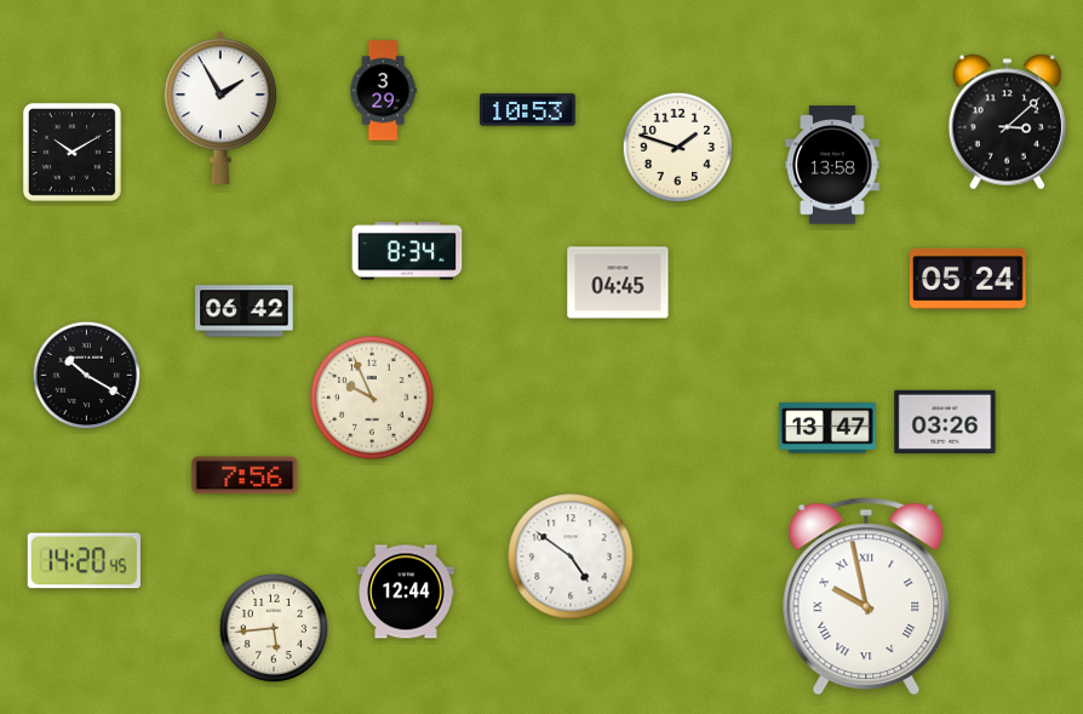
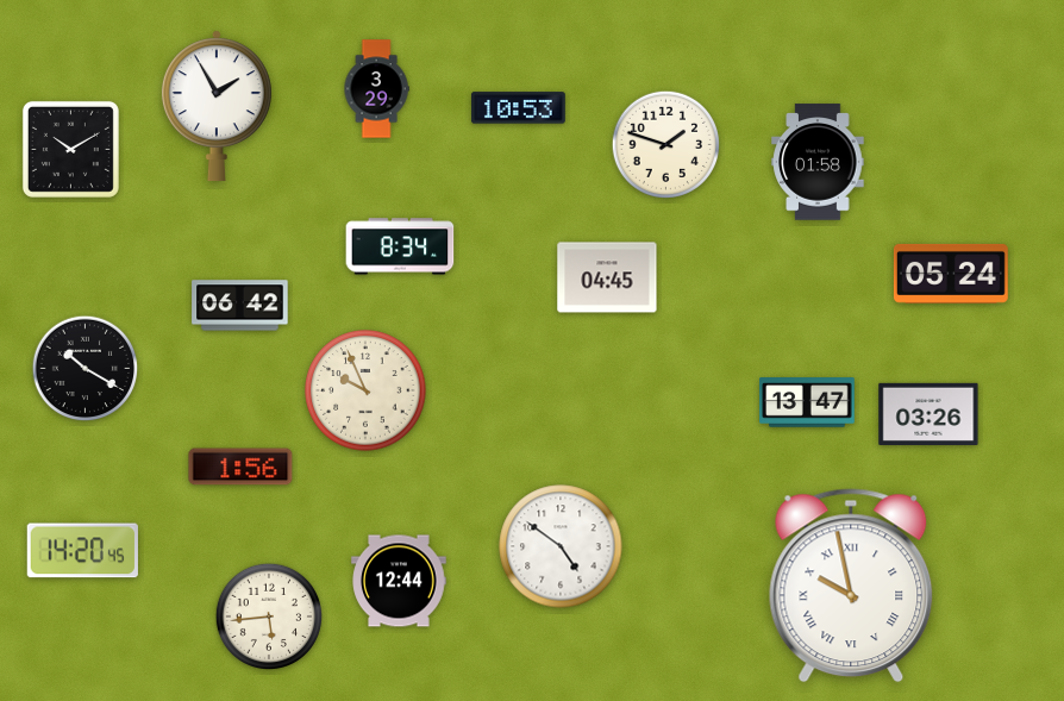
clock at (1008, 122): 3:08 -> none
clock at (832, 165): 13:58 -> 01:58
clock at (827, 428) position: (827, 428) -> (807, 402)
clock at (245, 475): 7:56 -> 1:56
